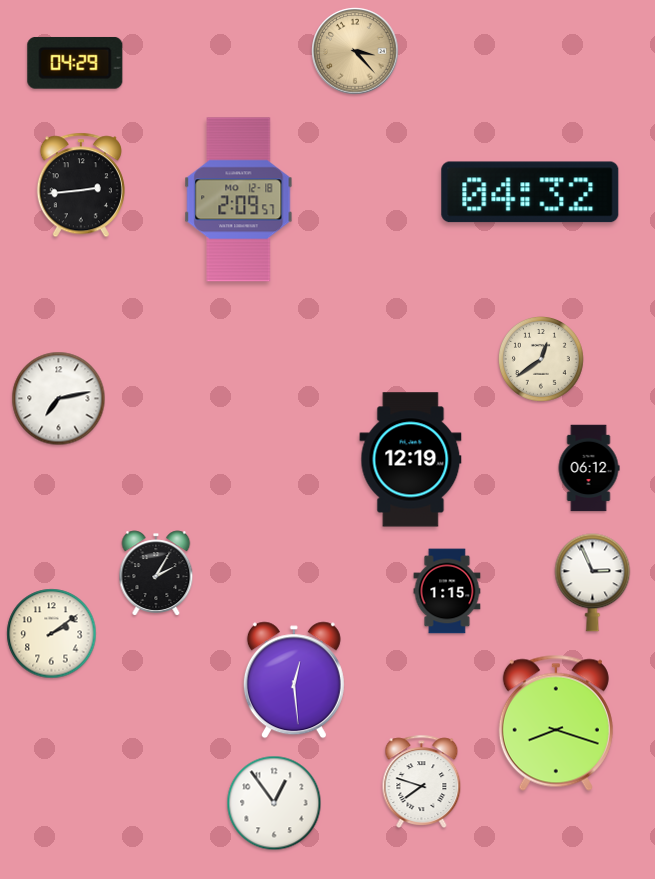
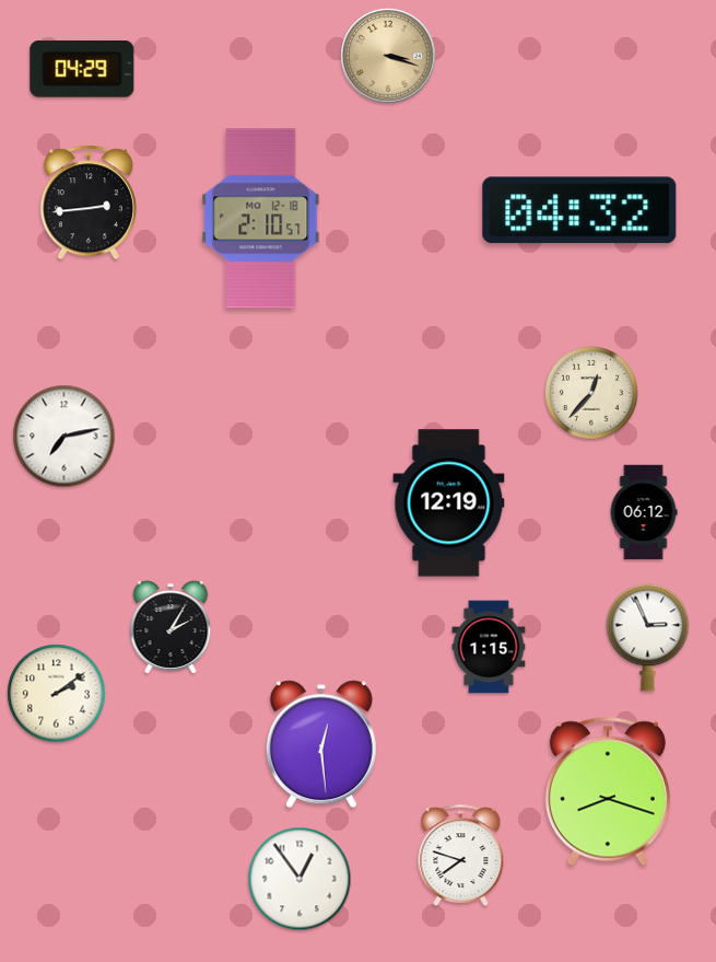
clock at (355, 51): 3:23 -> 3:18
clock at (239, 200): 2:09 -> 2:10
clock at (541, 359): 12:39 -> 12:37
